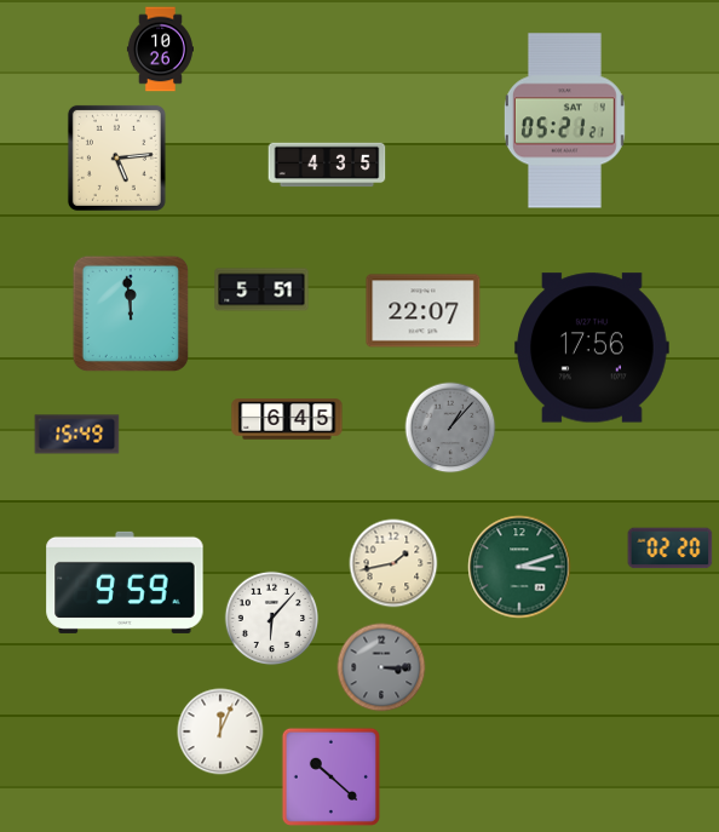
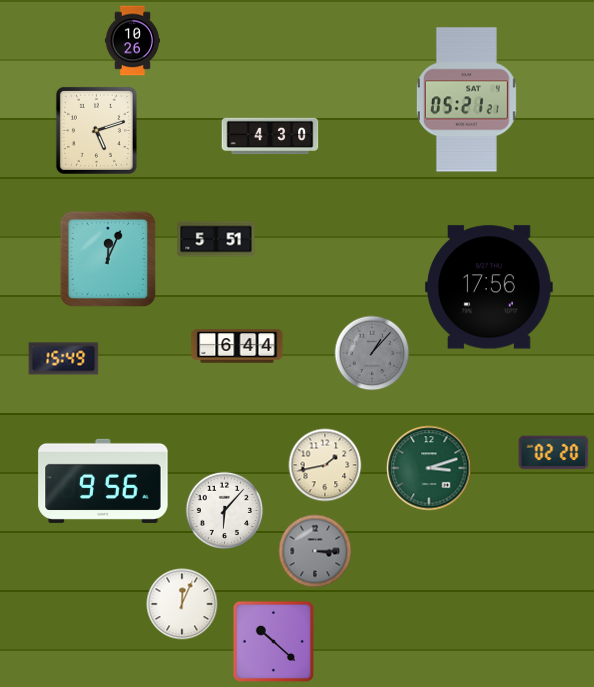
clock at (116, 157): 5:14 -> 5:12
clock at (327, 165): 4:35 -> 4:30
clock at (424, 311): 22:07 -> none
clock at (131, 314): 11:59 -> 12:04
clock at (287, 419): 6:45 -> 6:44
clock at (125, 583): 9:59 -> 9:56
